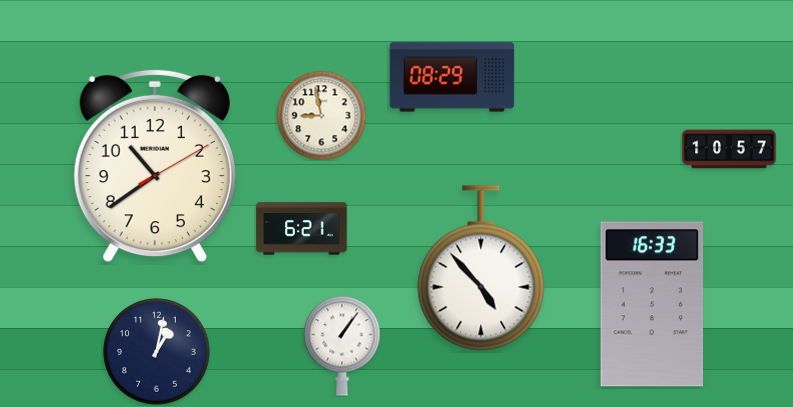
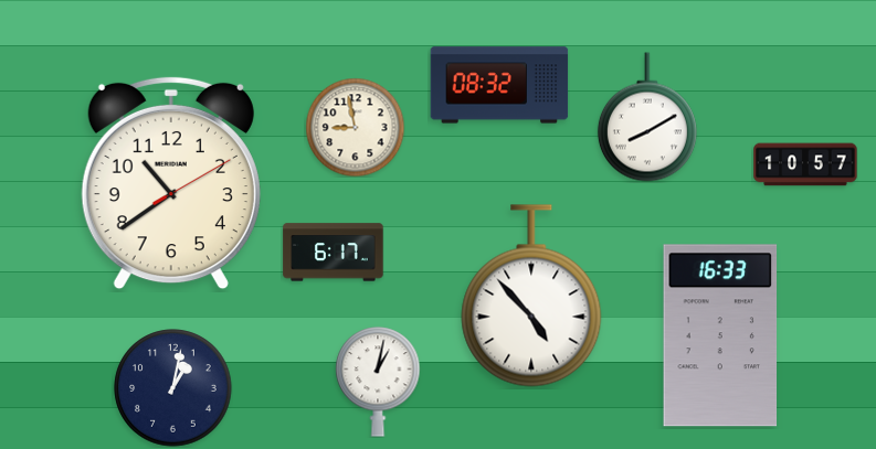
clock at (452, 77): 08:29 -> 08:32
clock at (647, 117): none -> 8:10
clock at (302, 229): 6:21 -> 6:17
clock at (342, 346): 1:06 -> 1:02
